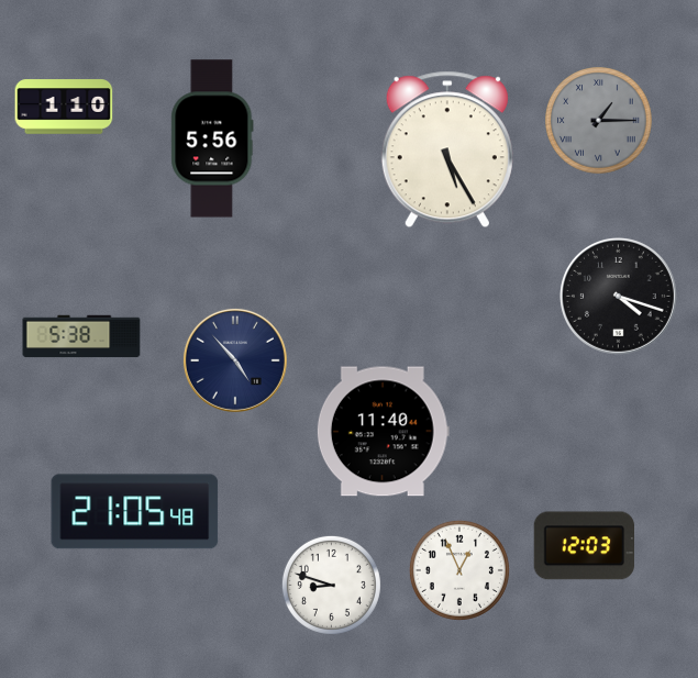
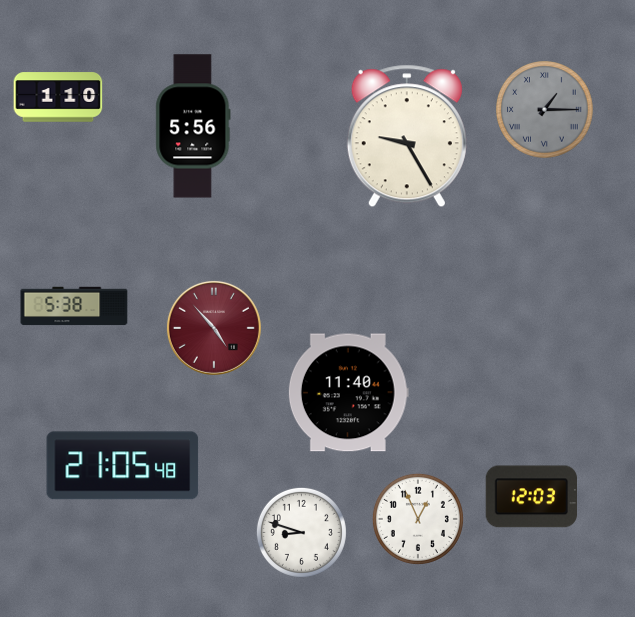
clock at (447, 149): 5:25 -> 9:25
clock at (618, 296): 4:18 -> none
clock at (235, 360) dial: navy -> burgundy
